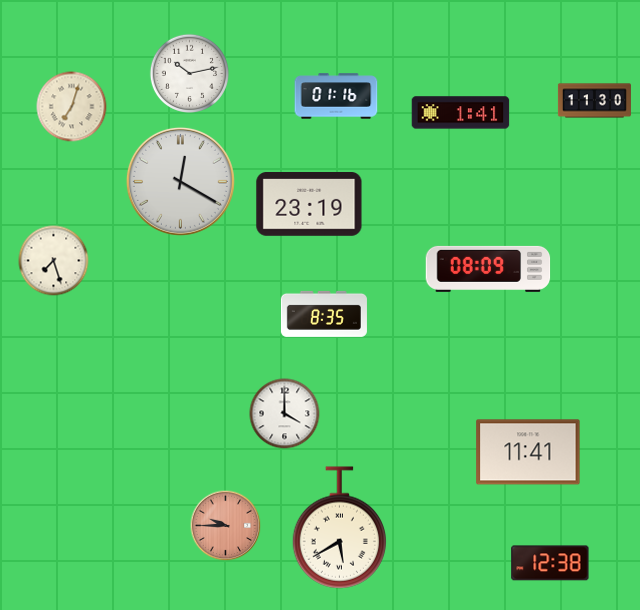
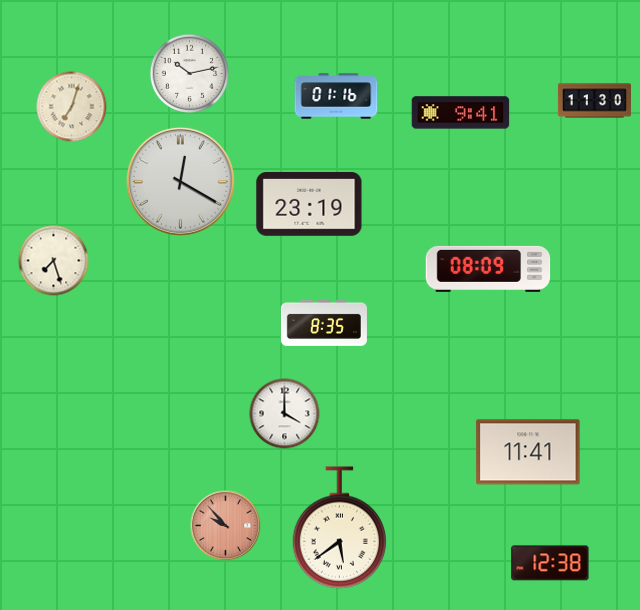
clock at (461, 113): 1:41 -> 9:41
clock at (324, 314) position: (324, 314) -> (324, 323)
clock at (226, 526): 9:45 -> 9:53
clock at (339, 528): 5:40 -> 5:39
